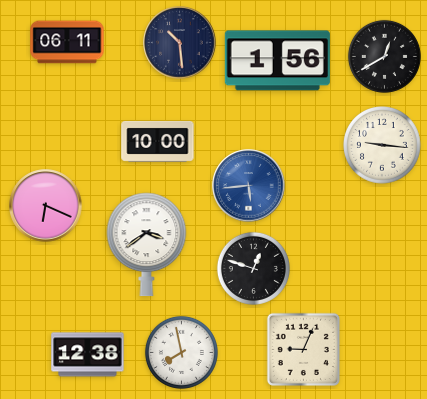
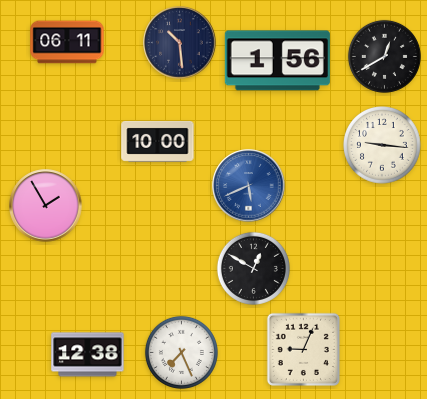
clock at (249, 186): 5:44 -> 5:41
clock at (46, 206): 6:19 -> 1:55
clock at (147, 245): 3:39 -> none
clock at (253, 268): 12:48 -> 12:50
clock at (181, 352): 7:58 -> 7:26
